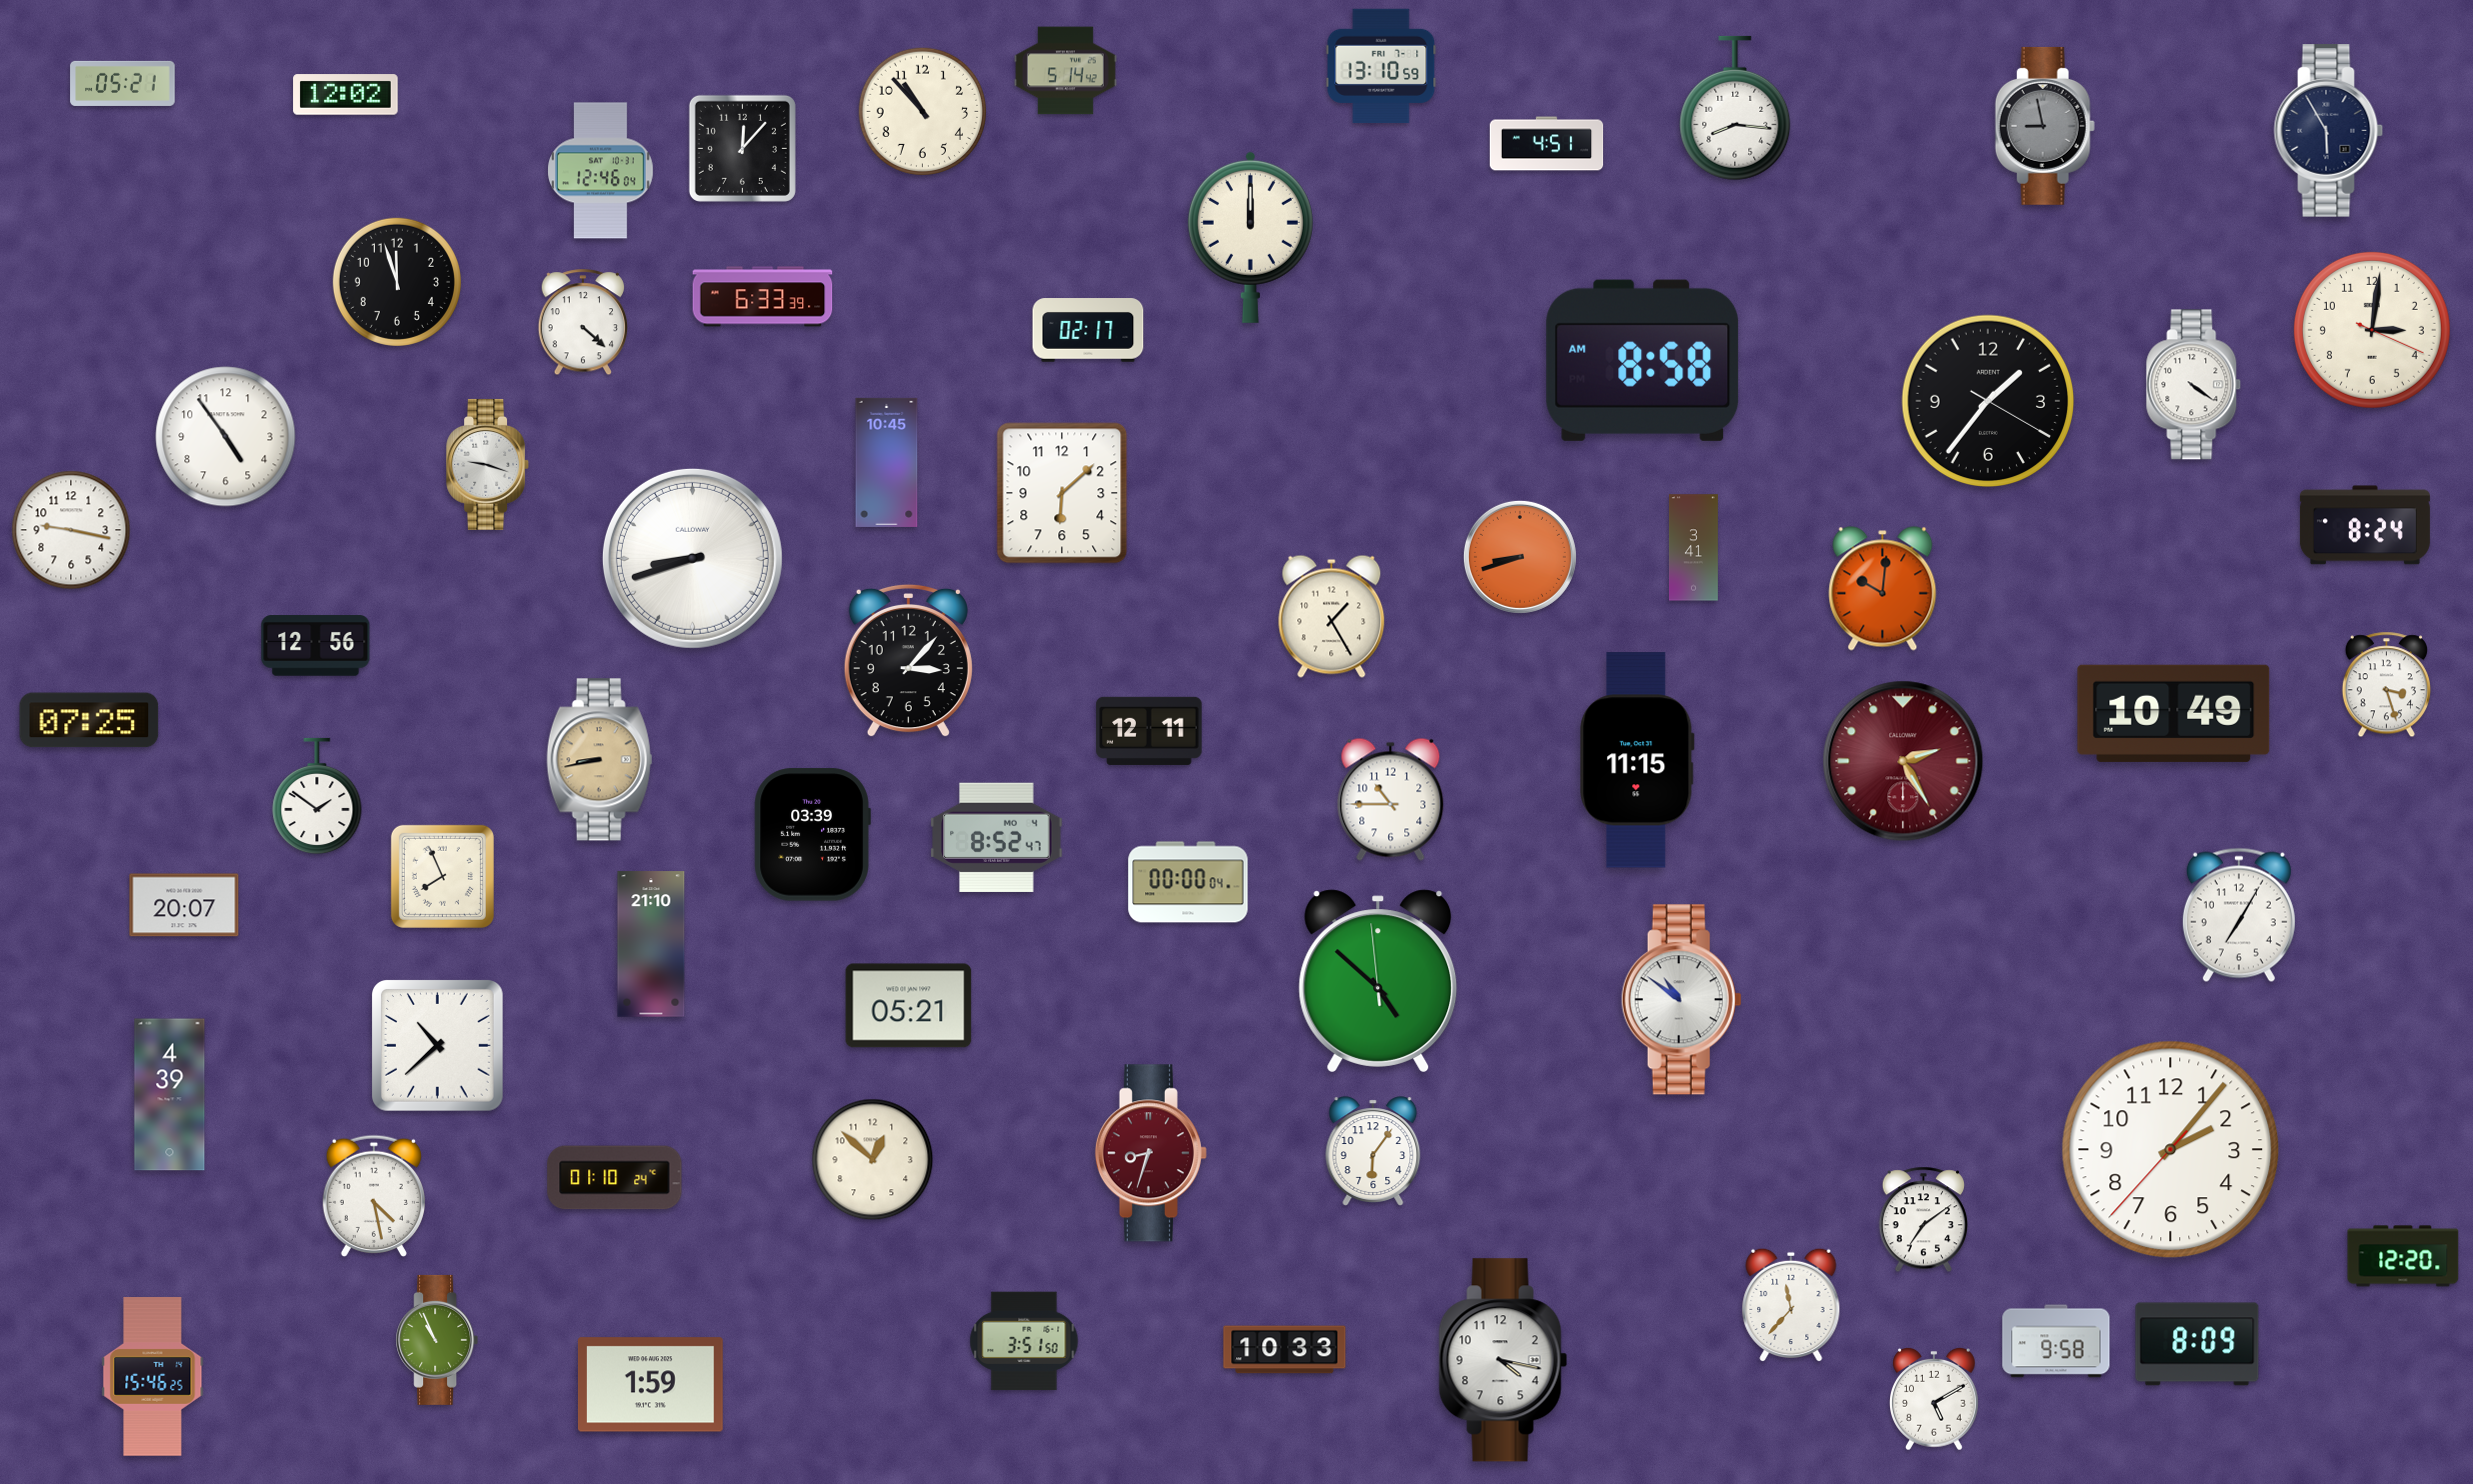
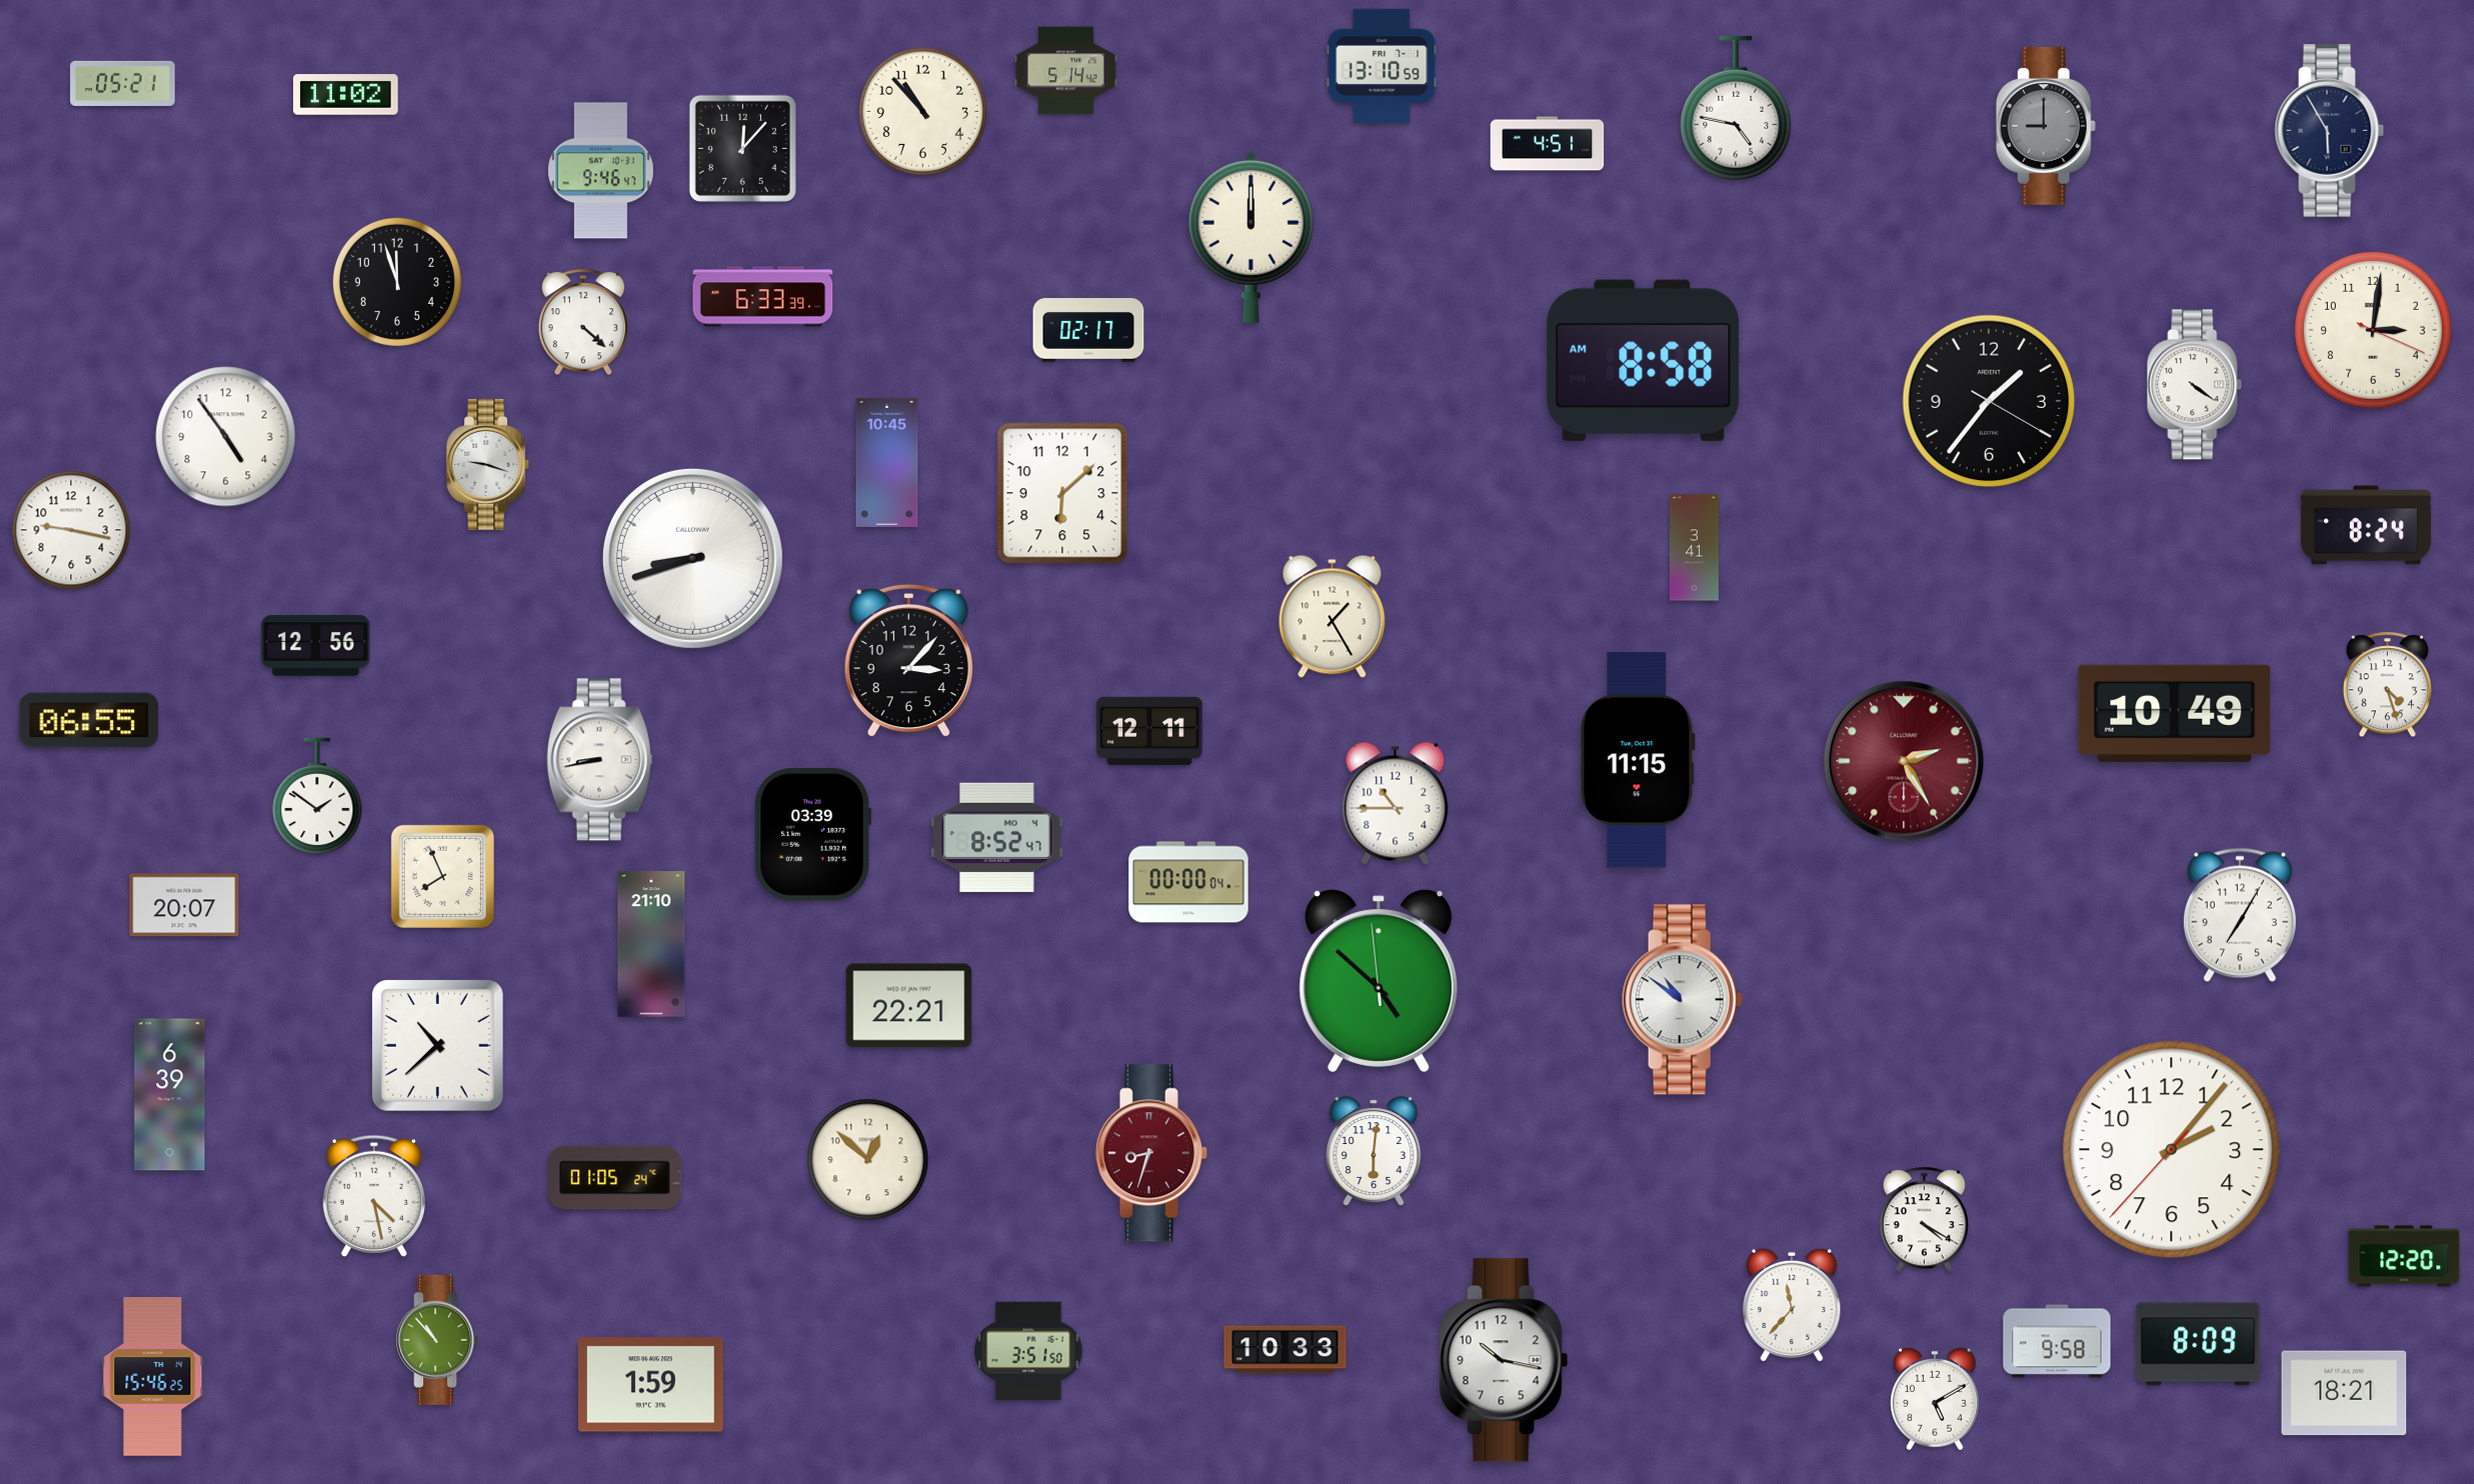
clock at (346, 95): 12:02 -> 11:02
clock at (1735, 108): 8:16 -> 4:47
clock at (2045, 126): 8:58 -> 9:00
clock at (601, 171): 12:46 -> 9:46
clock at (1520, 557): 8:42 -> none
clock at (1883, 589): 10:01 -> none
clock at (2386, 685): 3:27 -> 4:27
clock at (89, 720): 07:25 -> 06:55
clock at (600, 760) dial: champagne -> white
clock at (1391, 799) position: (1391, 799) -> (1396, 803)
clock at (909, 1006): 05:21 -> 22:21
clock at (170, 1095): 4:39 -> 6:39
clock at (1373, 1151): 6:06 -> 6:01
clock at (873, 1160) position: (873, 1160) -> (868, 1160)
clock at (615, 1178): 01:10 -> 01:05
clock at (1923, 1220): 7:09 -> 4:20
clock at (437, 1340): 10:56 -> 10:53
clock at (1024, 1341) position: (1024, 1341) -> (1028, 1351)
clock at (1503, 1360): 4:17 -> 10:17
clock at (2344, 1393): none -> 18:21
